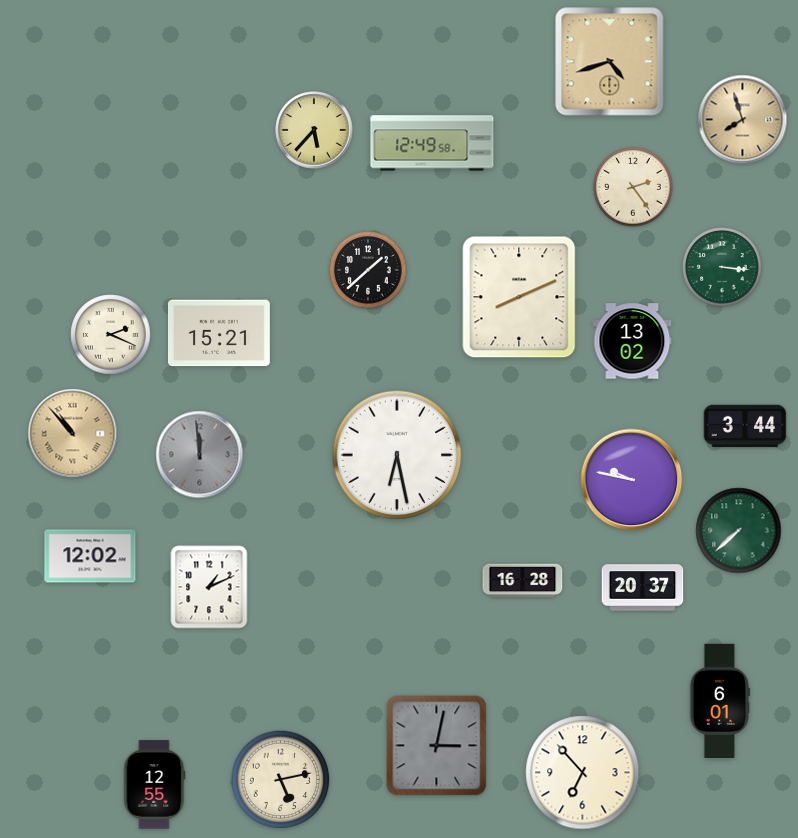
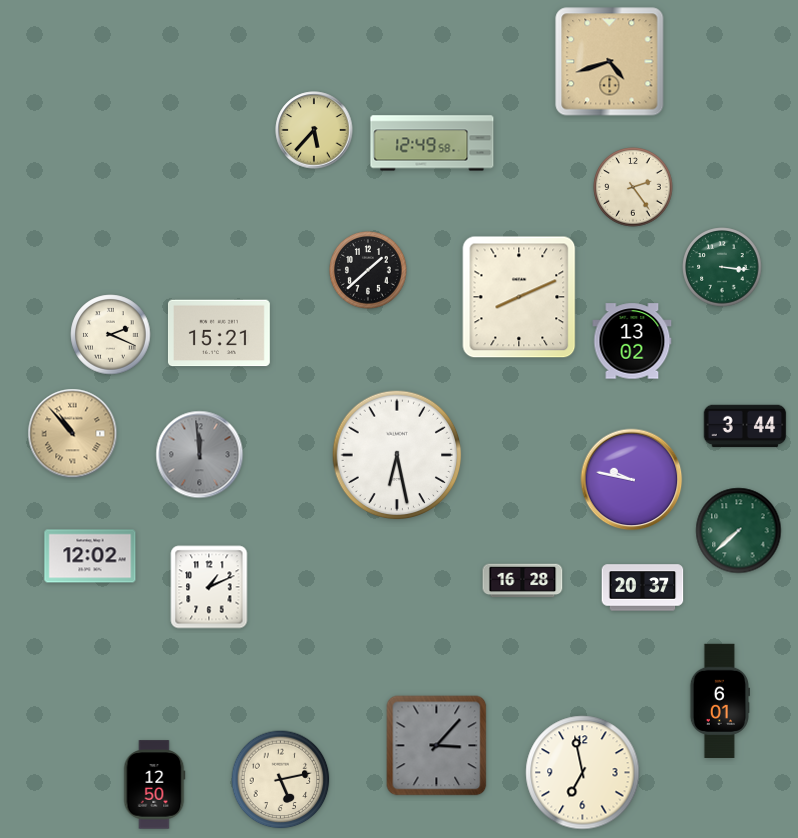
clock at (743, 120): 7:57 -> none
clock at (437, 746): 3:02 -> 3:07
clock at (583, 773): 6:53 -> 6:58
clock at (154, 785): 12:55 -> 12:50
